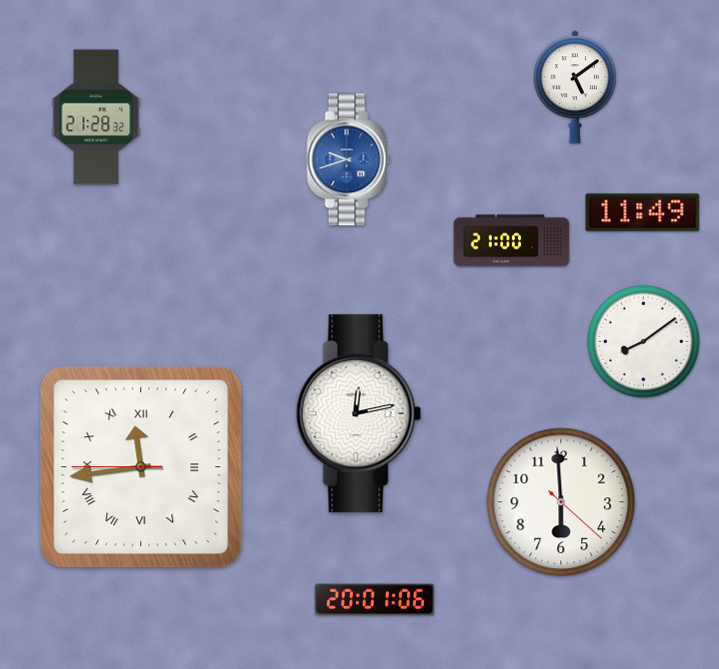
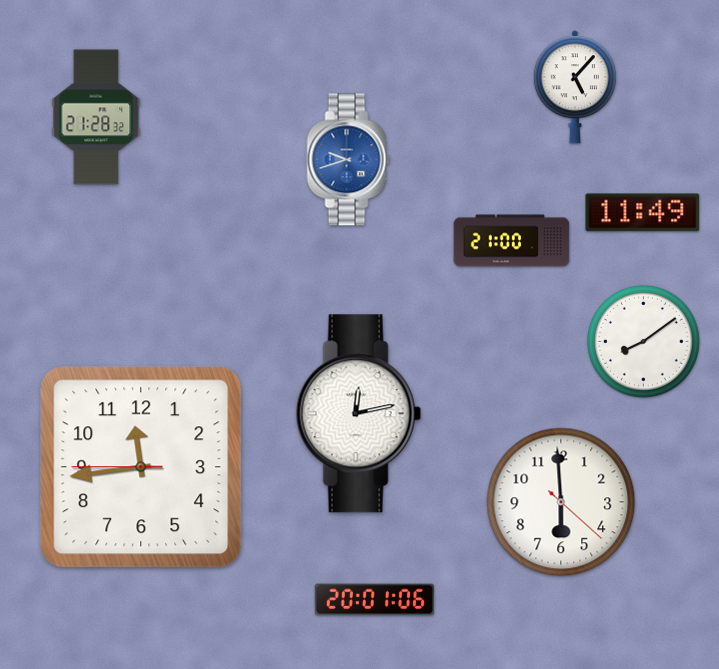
clock at (575, 87): 5:09 -> 5:07
clock at (141, 467) numerals: Roman -> Arabic
